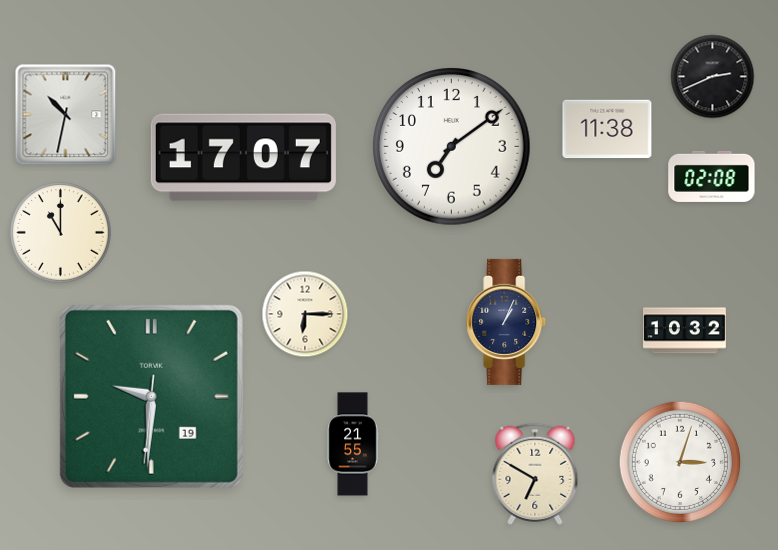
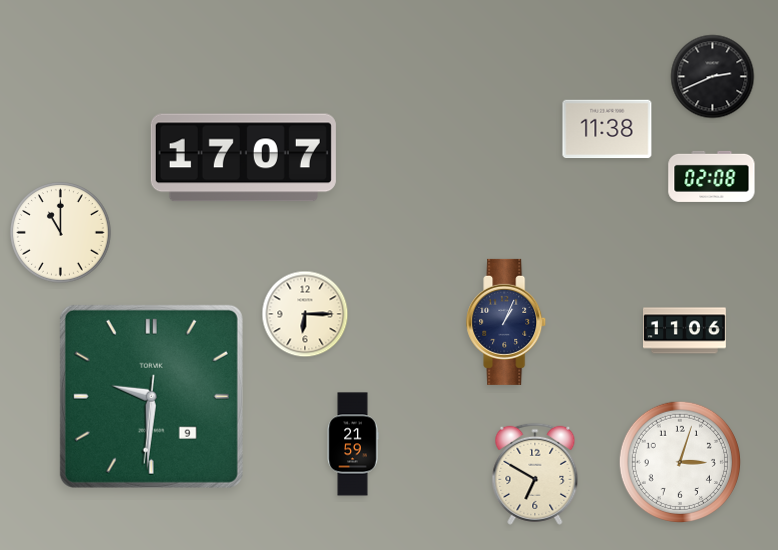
clock at (66, 115): 10:32 -> none
clock at (452, 147): 7:09 -> none
clock at (685, 331): 10:32 -> 11:06
clock at (151, 396) date: 19 -> 9
clock at (353, 444): 21:55 -> 21:59
